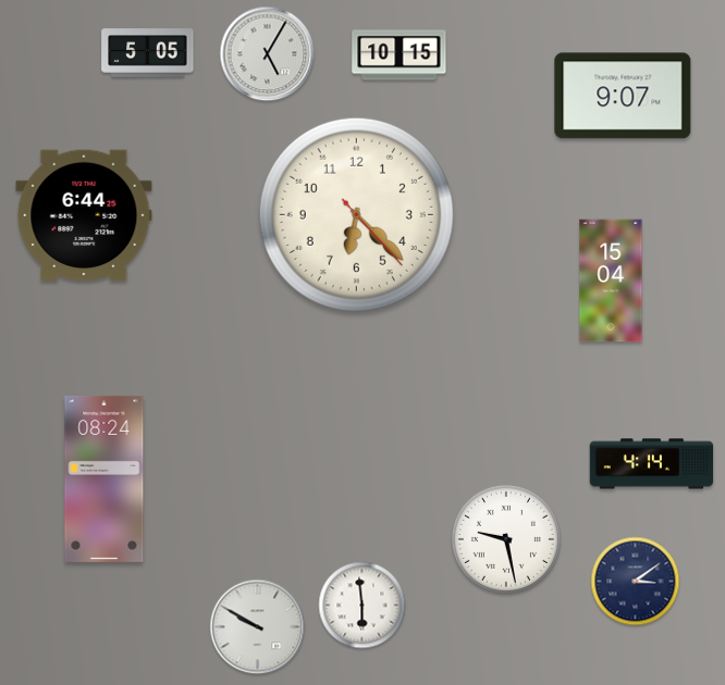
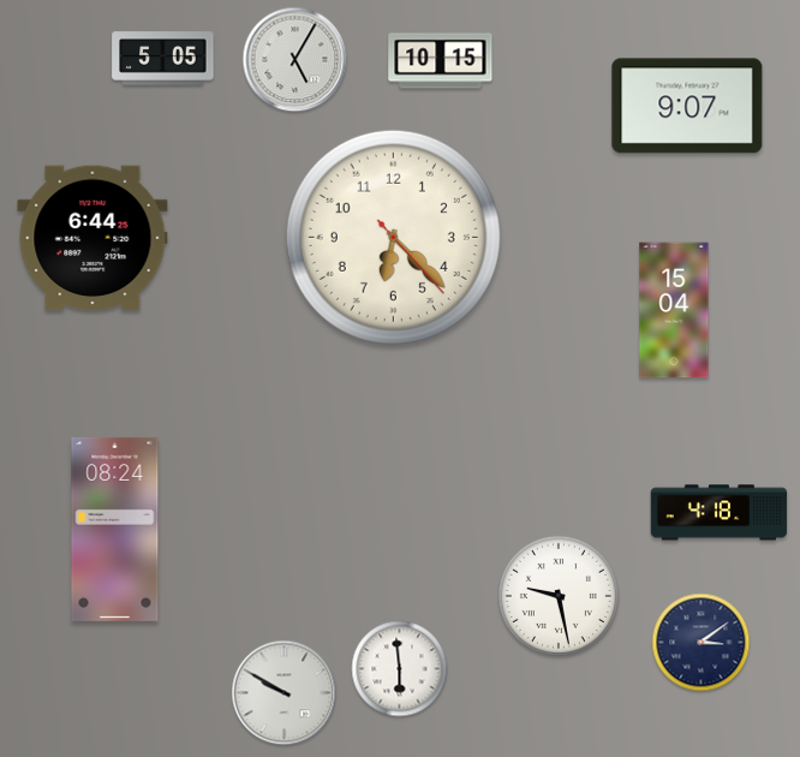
clock at (652, 464): 4:14 -> 4:18
